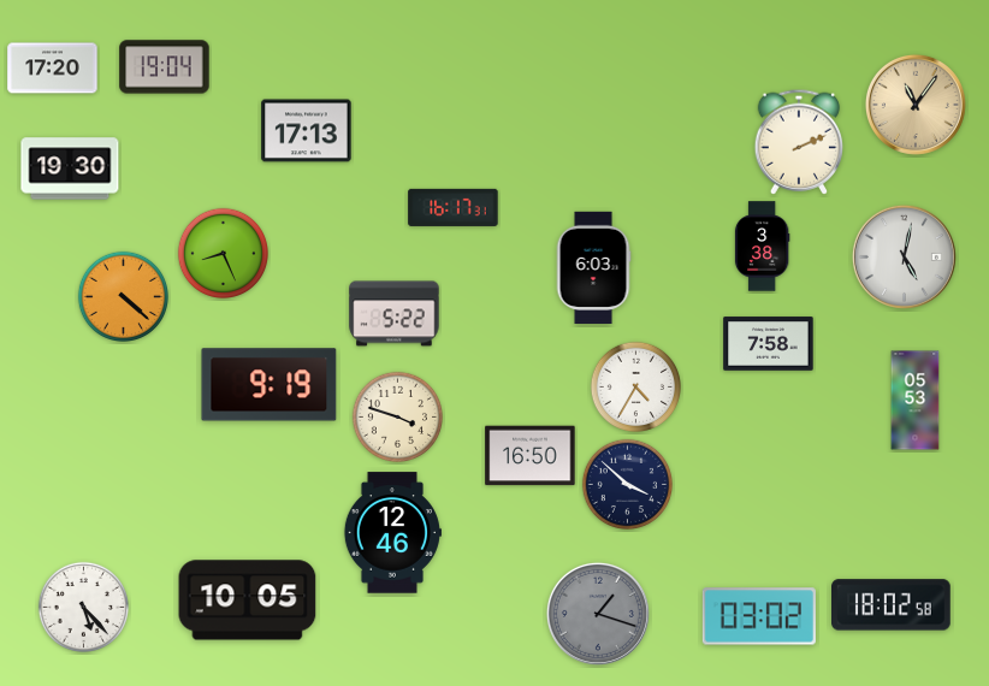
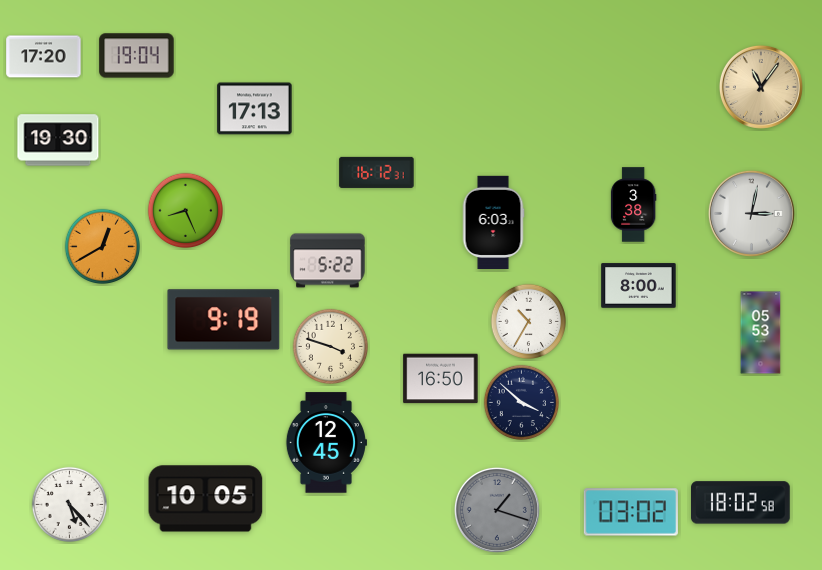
clock at (799, 142): 2:11 -> none
clock at (454, 207): 16:17 -> 16:12
clock at (904, 256): 5:02 -> 3:02
clock at (123, 296): 4:22 -> 12:40
clock at (769, 344): 7:58 -> 8:00
clock at (635, 386): 4:35 -> 10:35
clock at (391, 533): 12:46 -> 12:45
